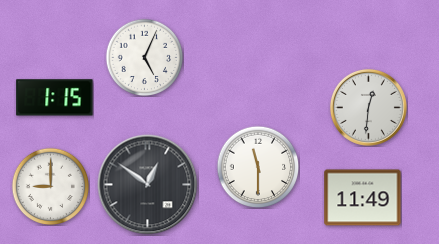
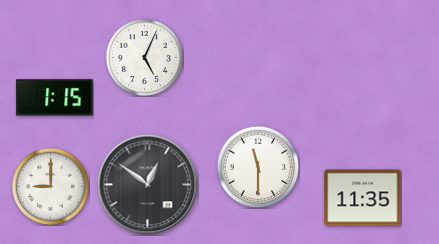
clock at (368, 107): 12:31 -> none
clock at (363, 198): 11:49 -> 11:35
